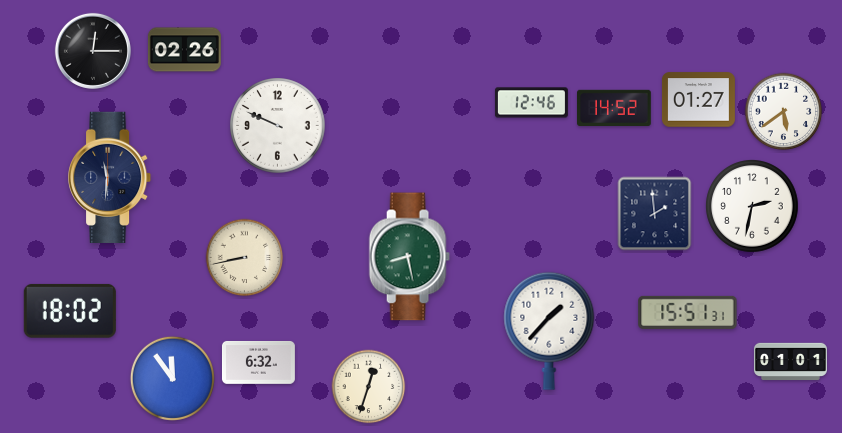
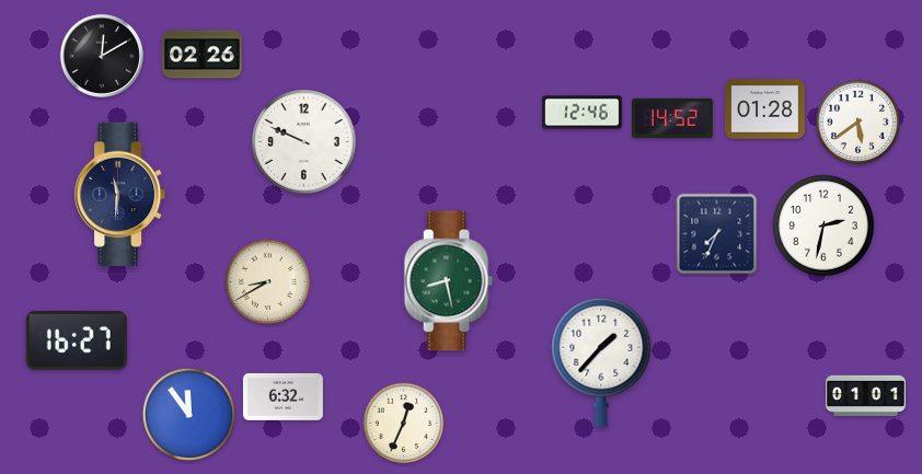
clock at (93, 51): 12:15 -> 12:10
clock at (698, 100): 01:27 -> 01:28
clock at (278, 126) position: (278, 126) -> (304, 142)
clock at (655, 214): 1:59 -> 7:34
clock at (245, 258): 8:43 -> 8:40
clock at (70, 311): 18:02 -> 16:27
clock at (688, 312): 15:51 -> none
clock at (369, 387): 12:33 -> 12:34
